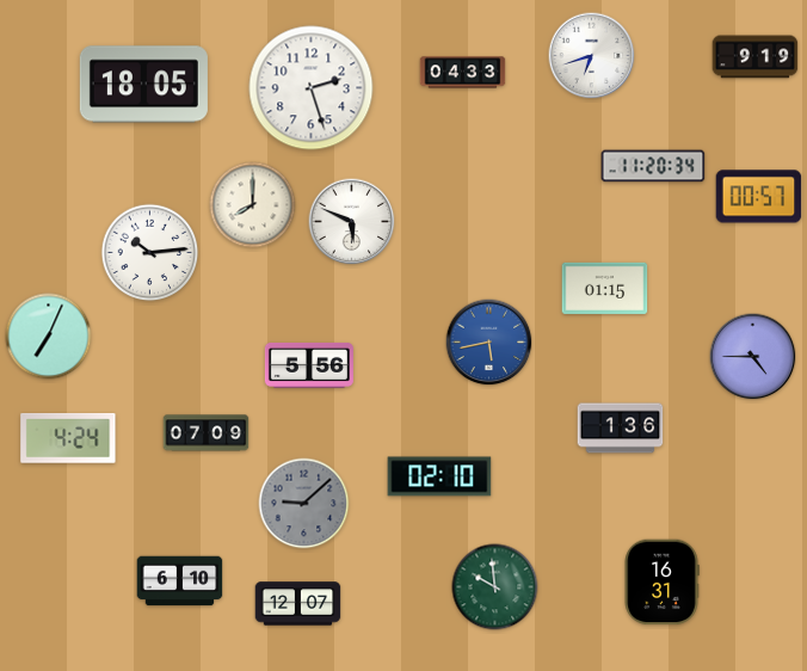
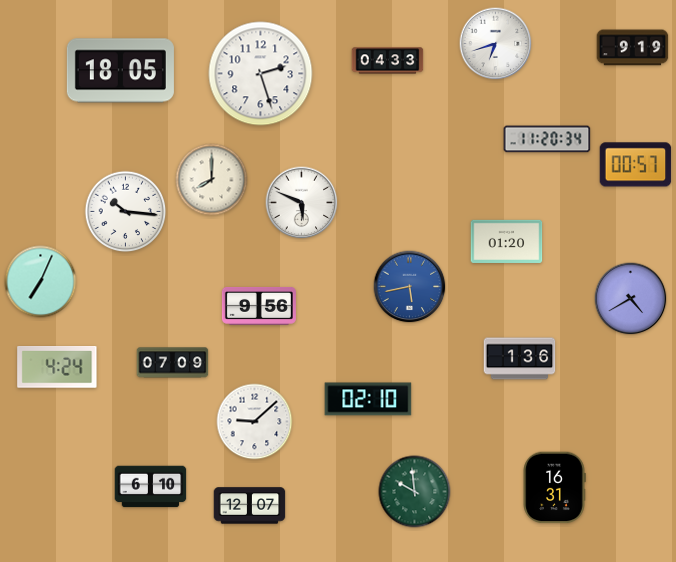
clock at (592, 56) position: (592, 56) -> (496, 44)
clock at (253, 205) position: (253, 205) -> (212, 180)
clock at (352, 222) position: (352, 222) -> (302, 203)
clock at (150, 253): 10:14 -> 10:16
clock at (605, 288): 01:15 -> 01:20
clock at (753, 357): 4:45 -> 4:40
clock at (309, 365): 5:56 -> 9:56
clock at (304, 504) dial: grey -> white
